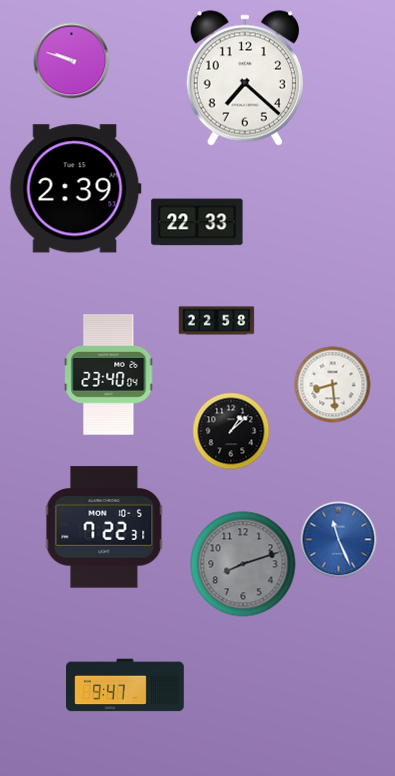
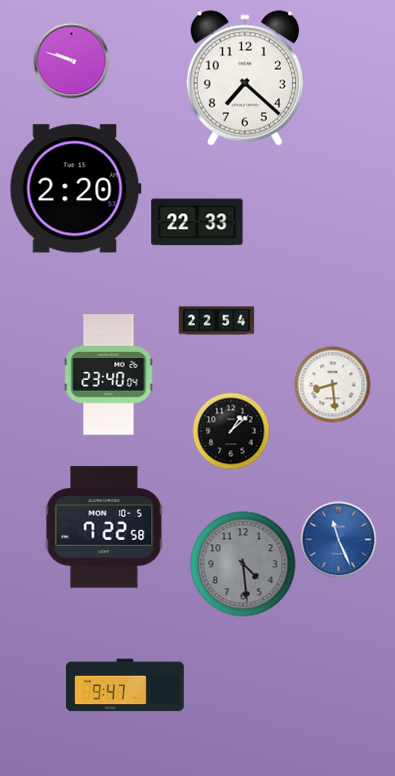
clock at (75, 189): 2:39 -> 2:20
clock at (217, 321): 22:58 -> 22:54
clock at (104, 527): 7:22:31 -> 7:22:58
clock at (243, 564): 8:12 -> 4:29
